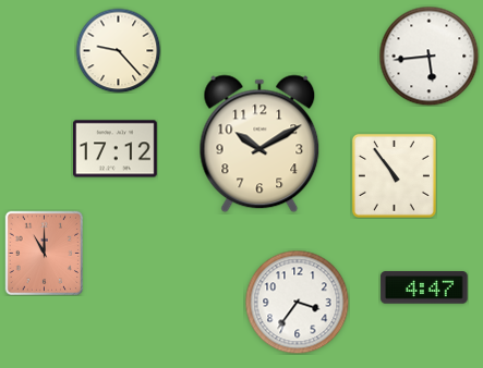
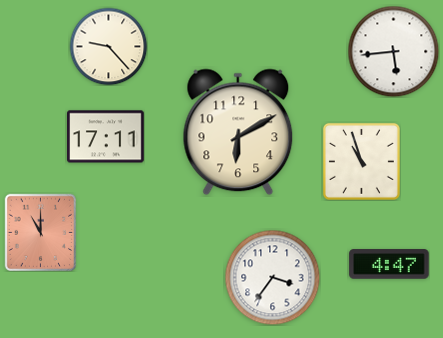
clock at (259, 144): 10:10 -> 6:10
clock at (116, 149): 17:12 -> 17:11
clock at (394, 175): 10:54 -> 10:57
